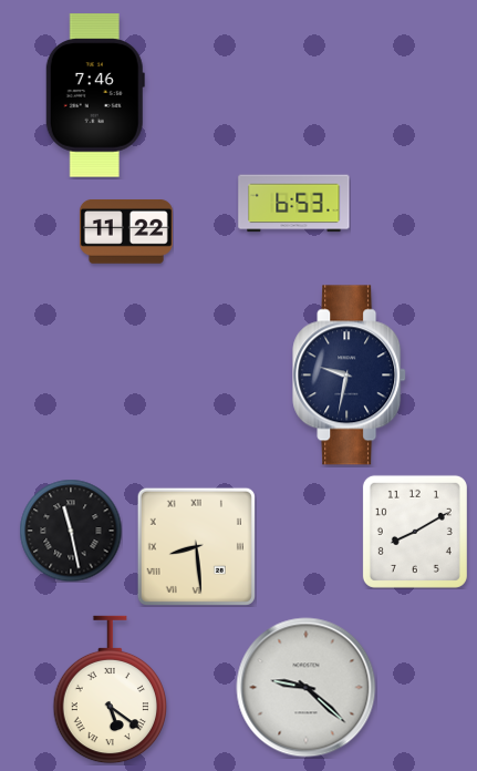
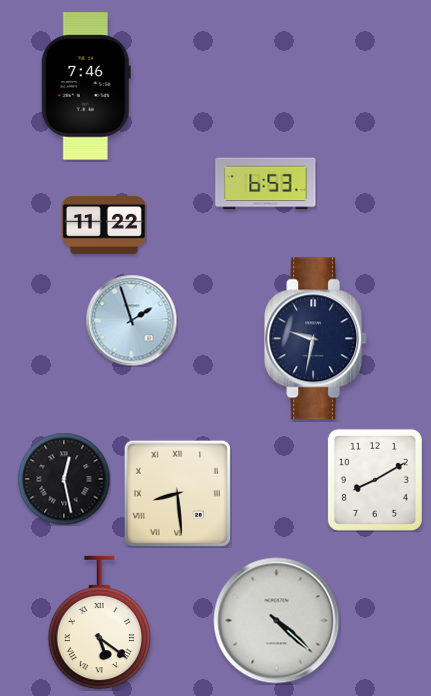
clock at (126, 232) position: (126, 232) -> (104, 225)
clock at (131, 320): none -> 1:57
clock at (71, 531): 11:28 -> 12:28
clock at (307, 688): 9:22 -> 4:22
